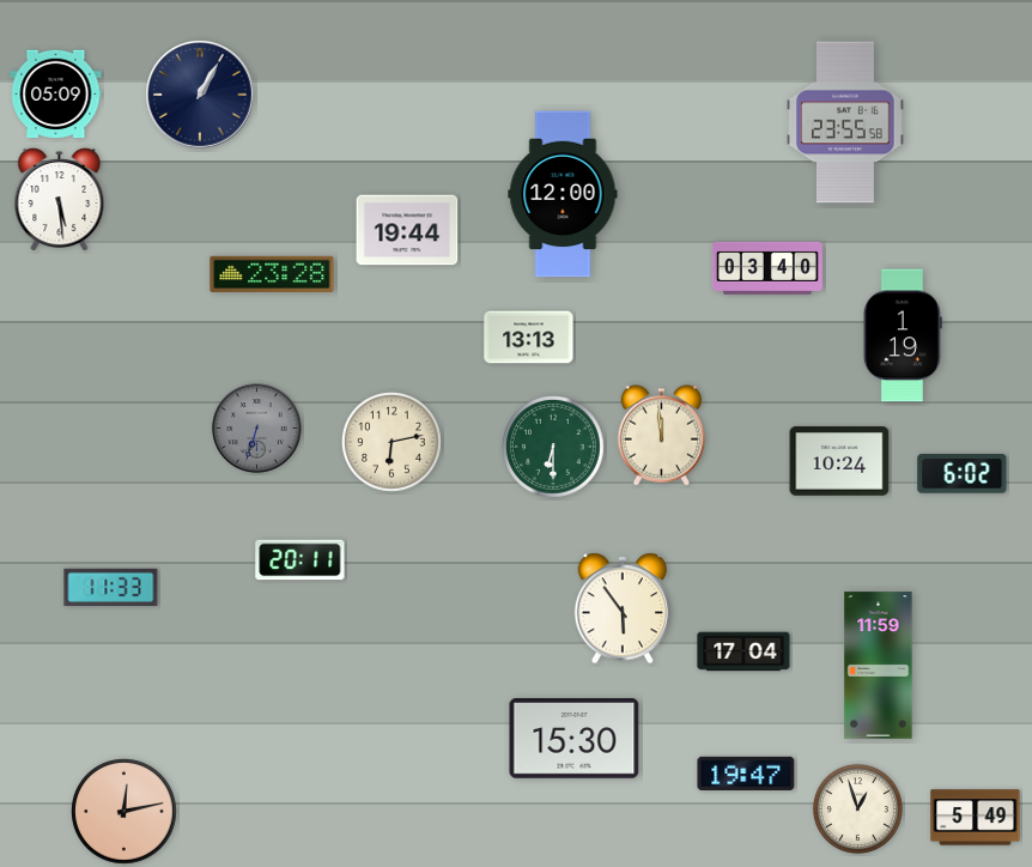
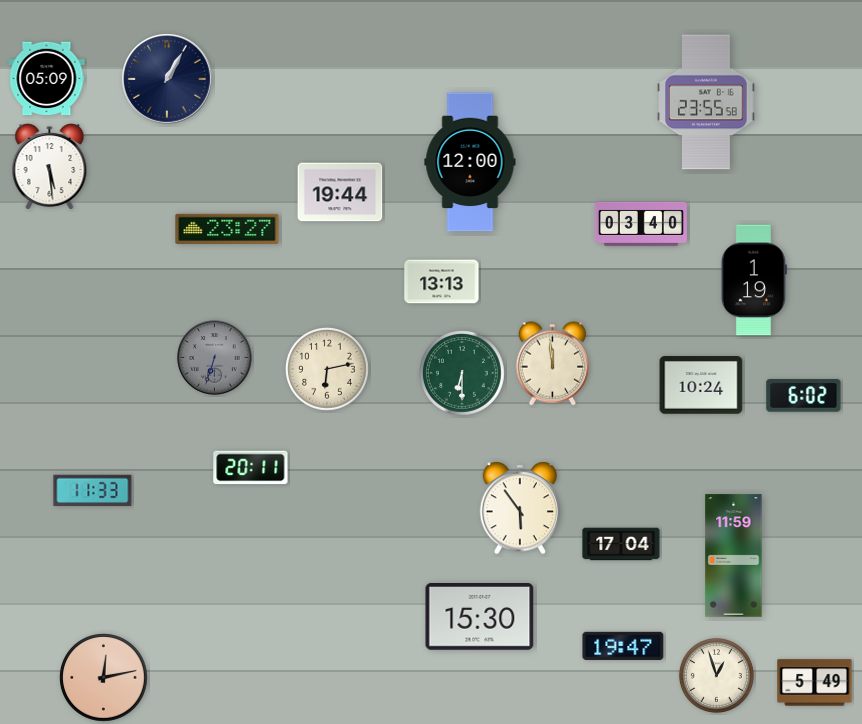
clock at (272, 274): 23:28 -> 23:27
